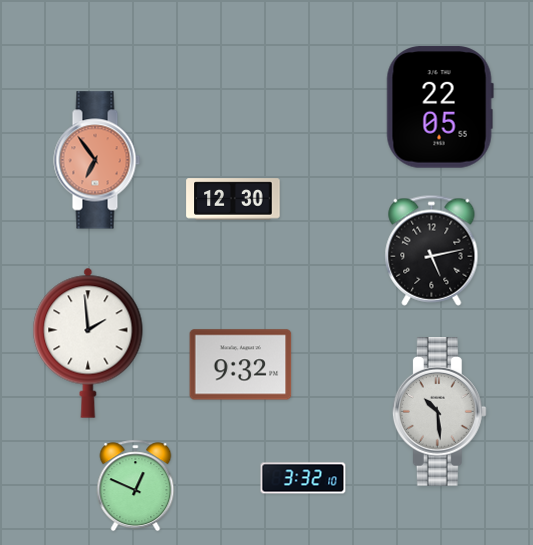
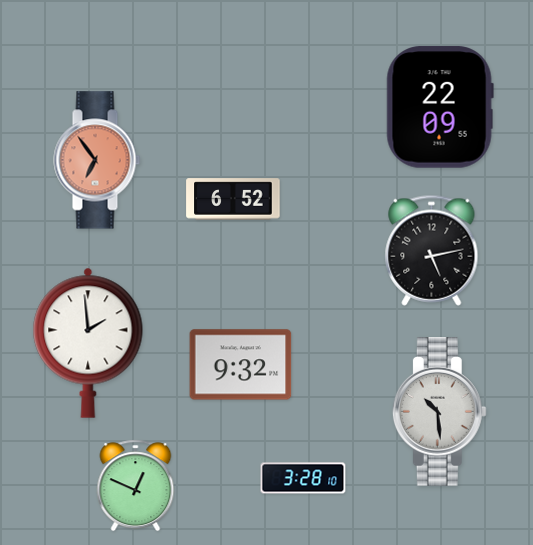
clock at (440, 107): 22:05 -> 22:09
clock at (233, 199): 12:30 -> 6:52
clock at (303, 478): 3:32 -> 3:28
